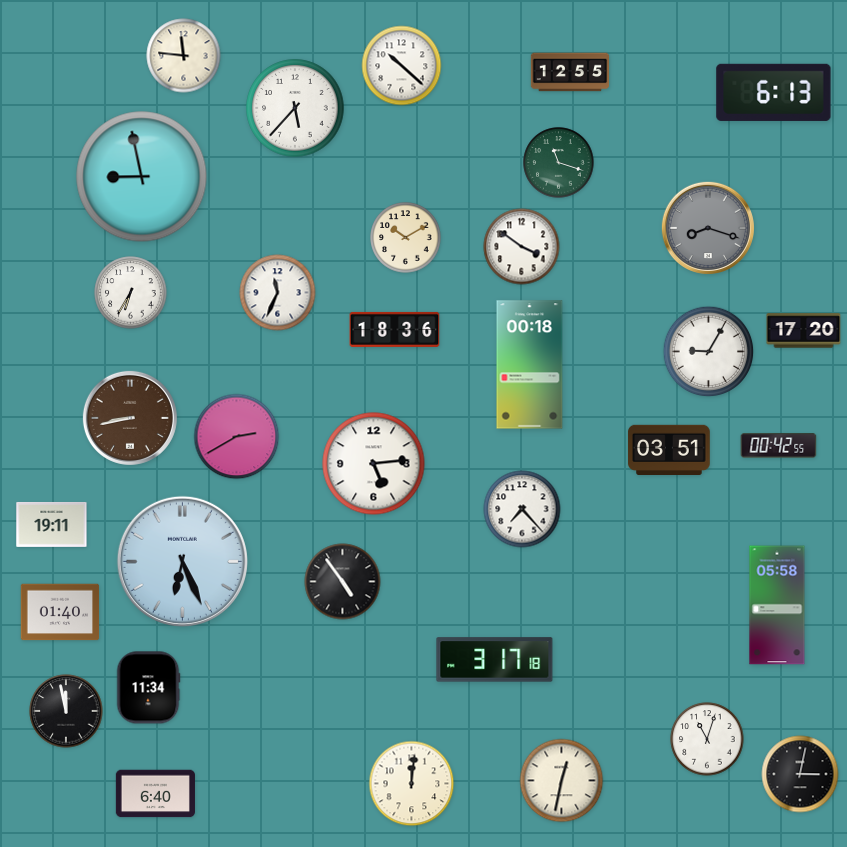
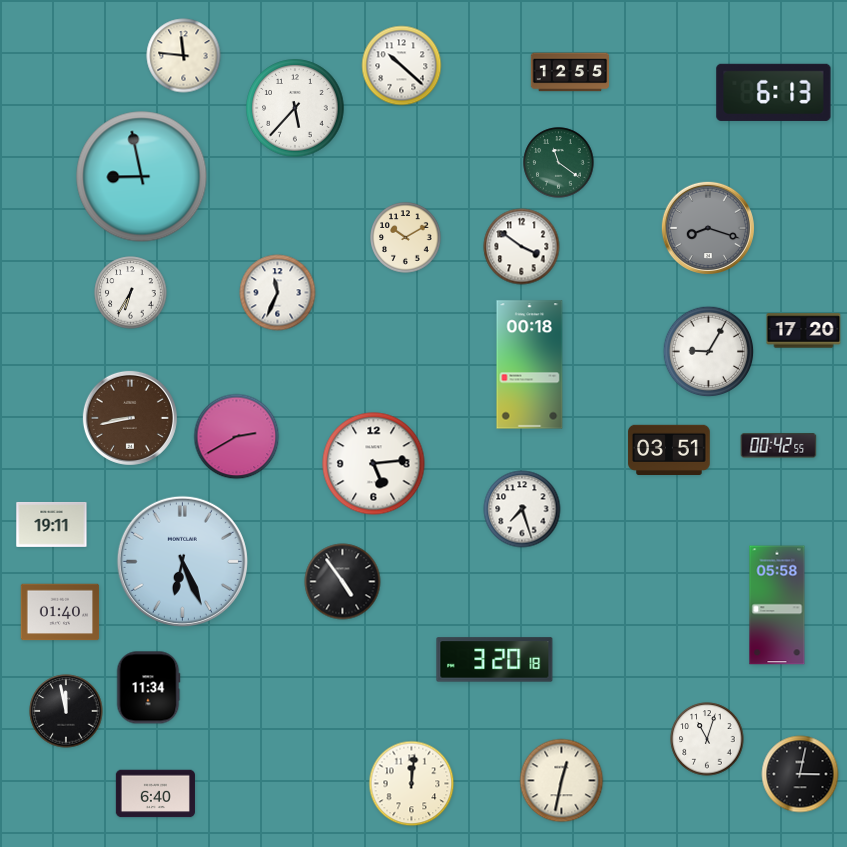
clock at (559, 163): 11:18 -> 11:21
clock at (395, 329): 18:36 -> none
clock at (522, 509): 7:23 -> 7:27
clock at (495, 660): 3:17 -> 3:20
